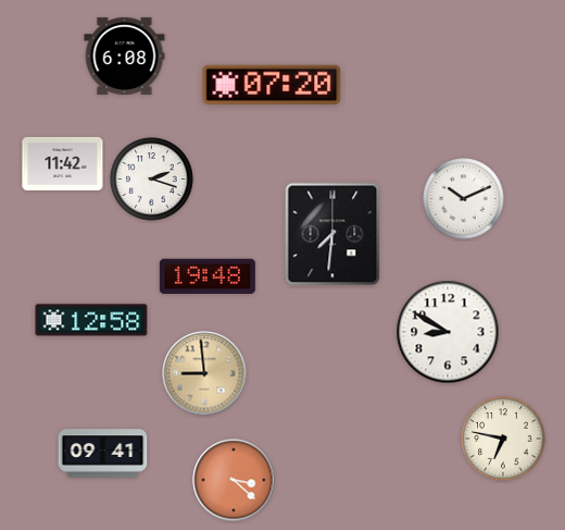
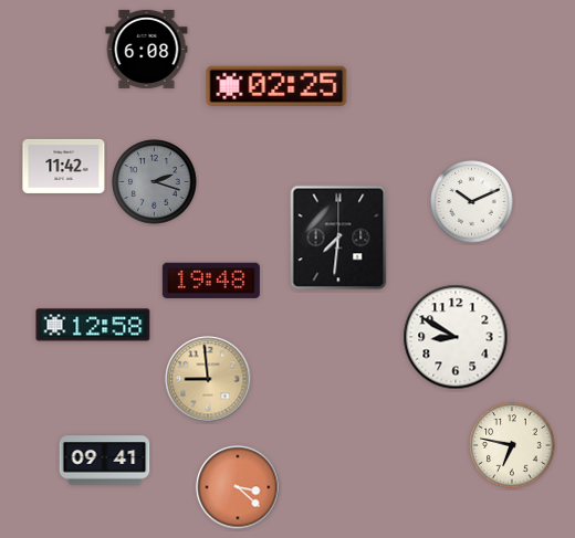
clock at (125, 56) position: (125, 56) -> (147, 49)
clock at (272, 85): 07:20 -> 02:25
clock at (152, 180) dial: white -> grey
